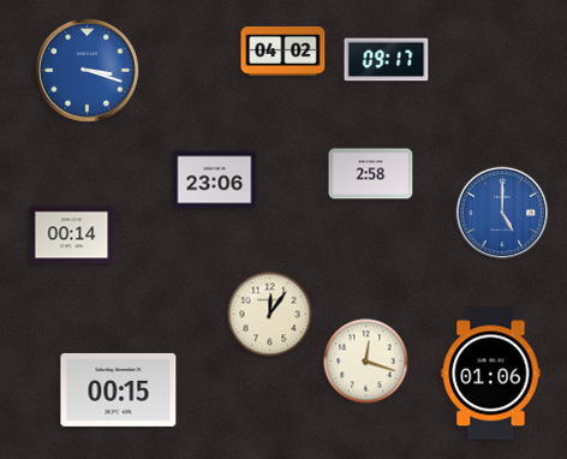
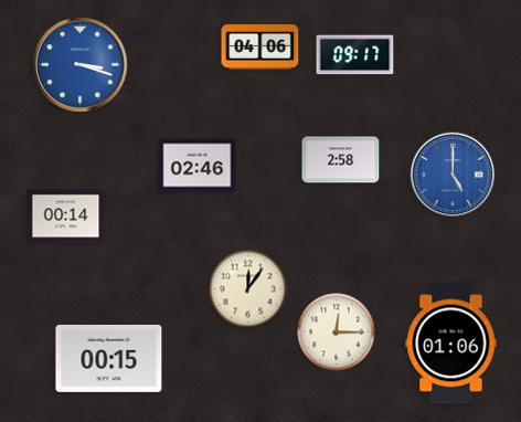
clock at (283, 52): 04:02 -> 04:06
clock at (215, 180): 23:06 -> 02:46
clock at (502, 213) position: (502, 213) -> (453, 175)
clock at (366, 362): 12:18 -> 12:15
